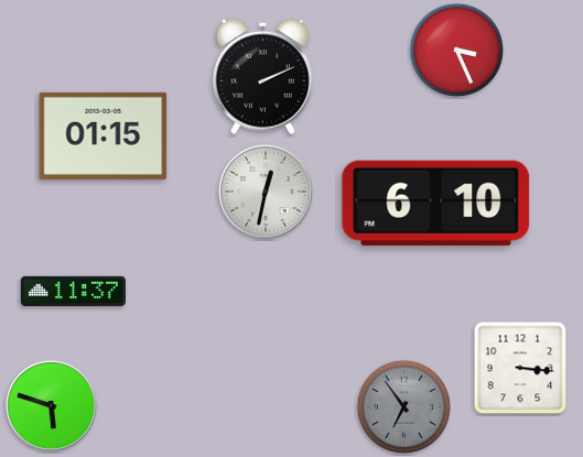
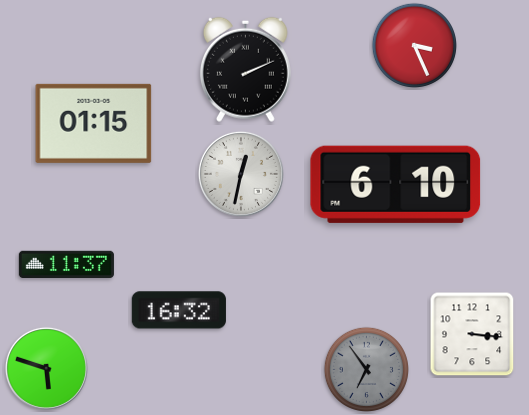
clock at (262, 76) position: (262, 76) -> (245, 69)
clock at (179, 310): none -> 16:32
